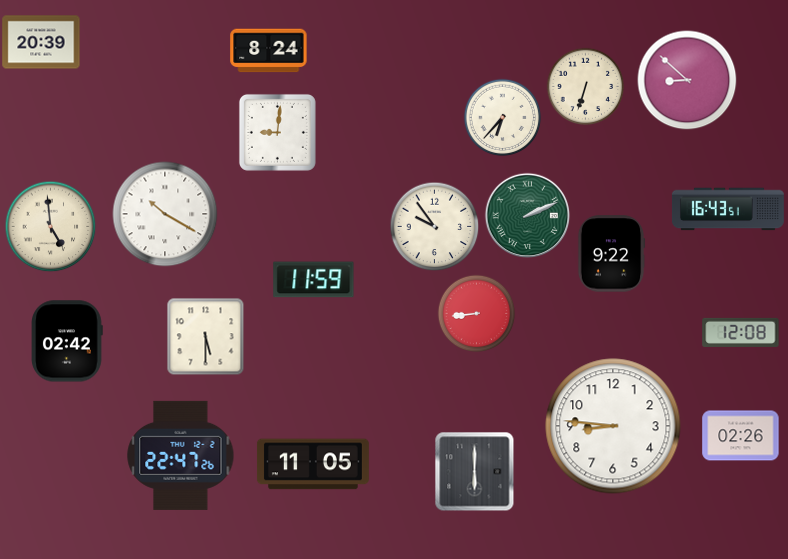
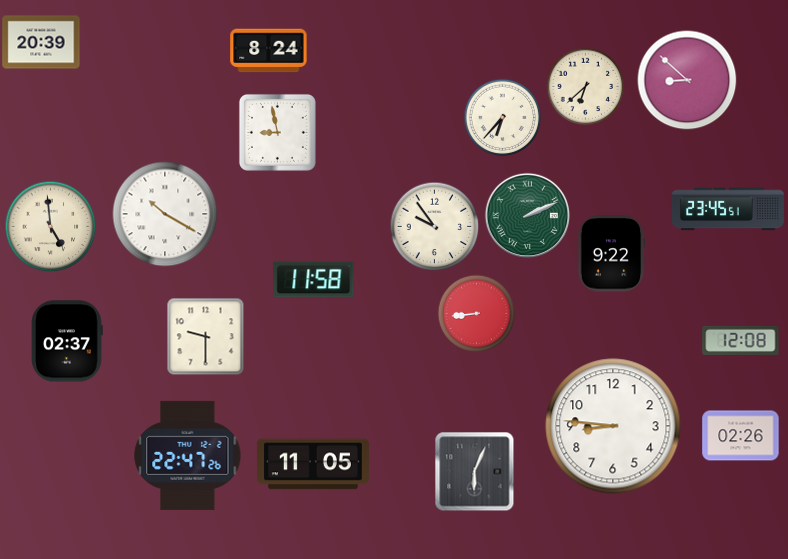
clock at (585, 86): 6:33 -> 6:38
clock at (277, 132): 9:01 -> 8:58
clock at (728, 209): 16:43 -> 23:45
clock at (314, 280): 11:59 -> 11:58
clock at (741, 332) position: (741, 332) -> (741, 340)
clock at (205, 336): 5:30 -> 9:30
clock at (67, 341): 02:42 -> 02:37
clock at (181, 455) position: (181, 455) -> (188, 455)
clock at (474, 471): 6:00 -> 6:04
